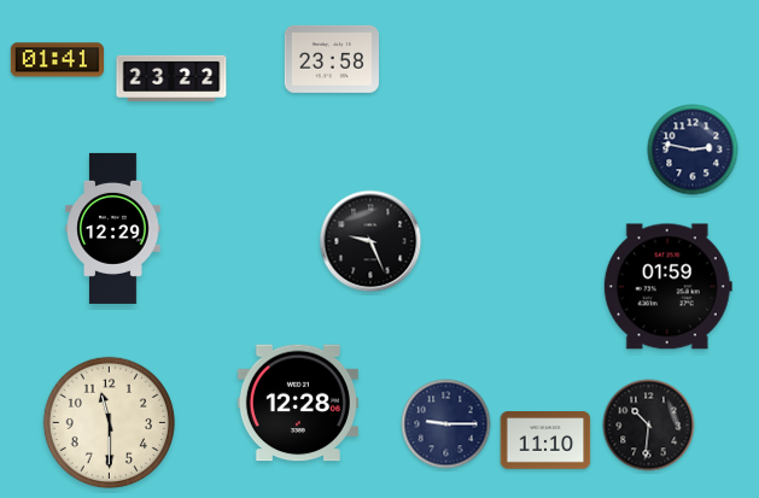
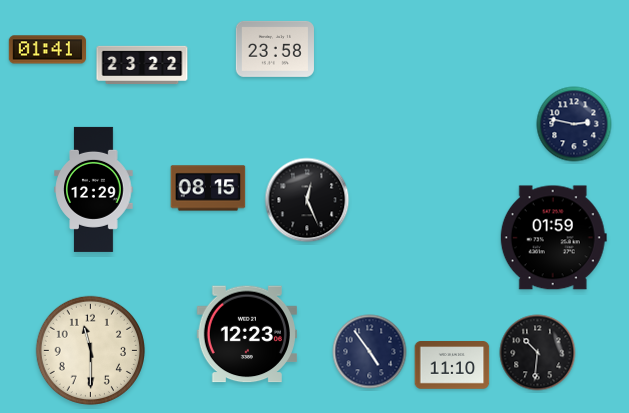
clock at (208, 188): none -> 08:15
clock at (370, 241): 9:26 -> 12:26
clock at (298, 403): 12:28 -> 12:23
clock at (446, 424): 9:15 -> 4:54
